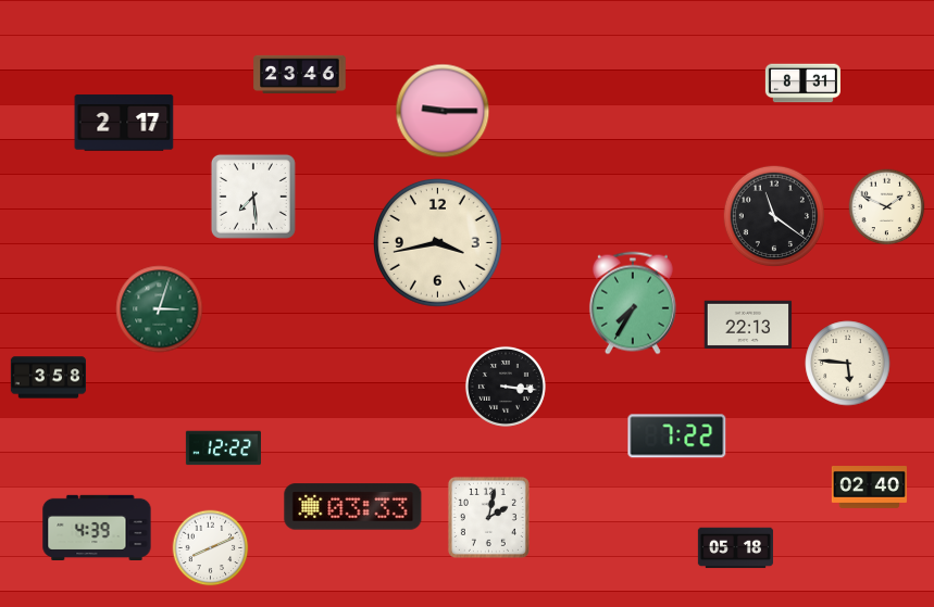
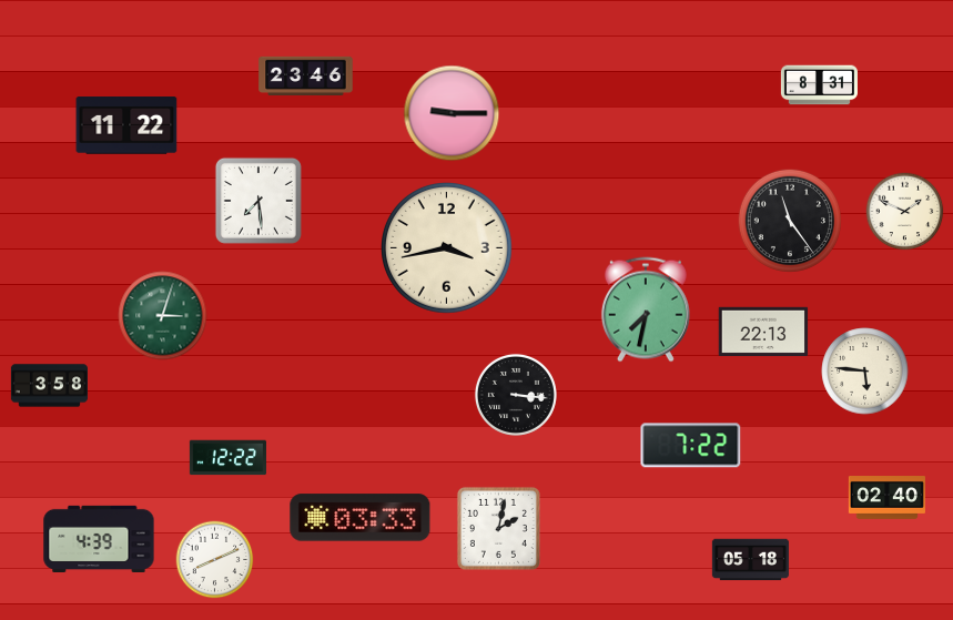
clock at (124, 123): 2:17 -> 11:22
clock at (774, 216): 11:21 -> 11:24
clock at (633, 303): 7:35 -> 7:32
